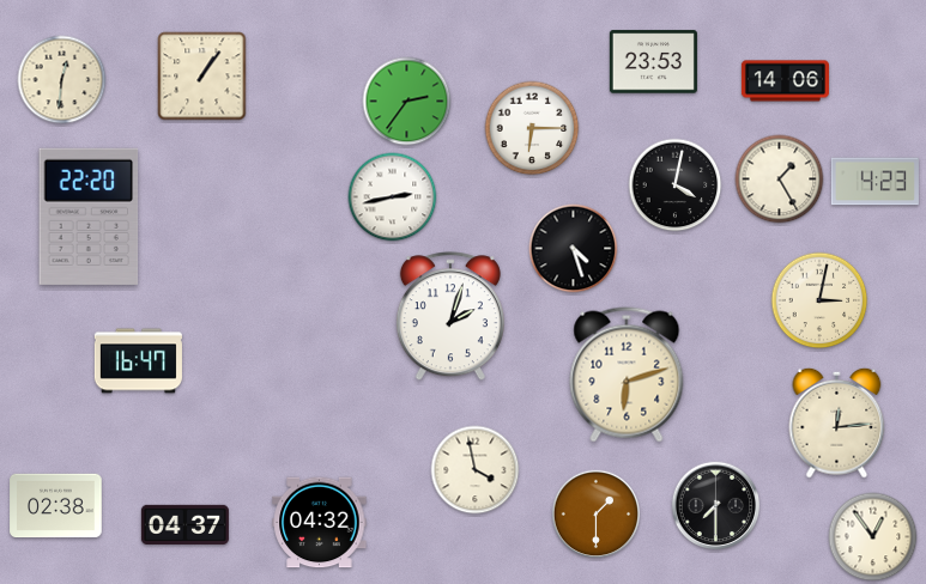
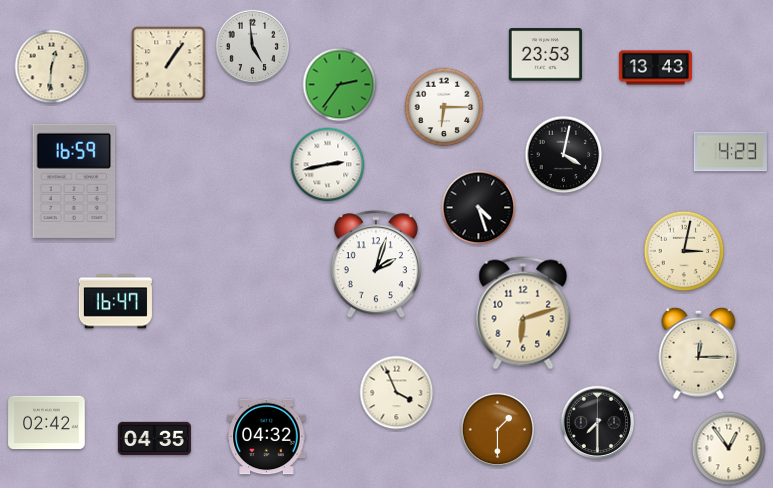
clock at (253, 47): none -> 4:59
clock at (653, 62) position: (653, 62) -> (545, 55)
clock at (785, 81): 14:06 -> 13:43
clock at (780, 180): 1:25 -> none
clock at (89, 217): 22:20 -> 16:59
clock at (837, 422): 12:14 -> 12:15
clock at (476, 470): 3:58 -> 3:56
clock at (56, 506): 02:38 -> 02:42
clock at (184, 524): 04:37 -> 04:35
